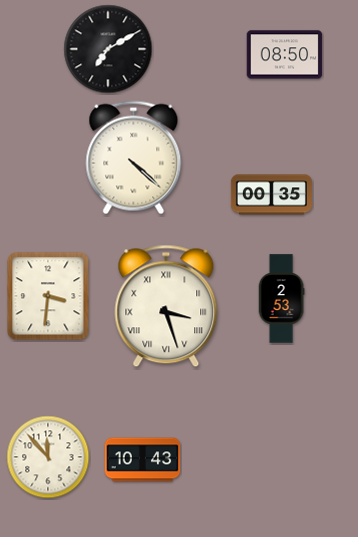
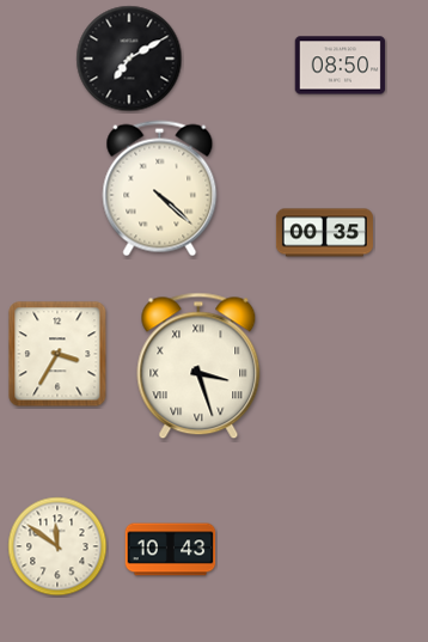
clock at (48, 296): 3:31 -> 3:35
clock at (281, 299): 2:53 -> none
clock at (48, 457): 11:53 -> 11:51
